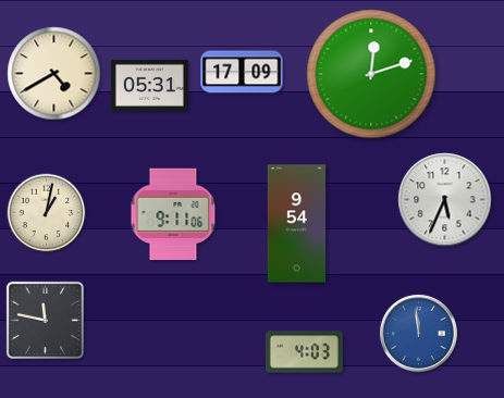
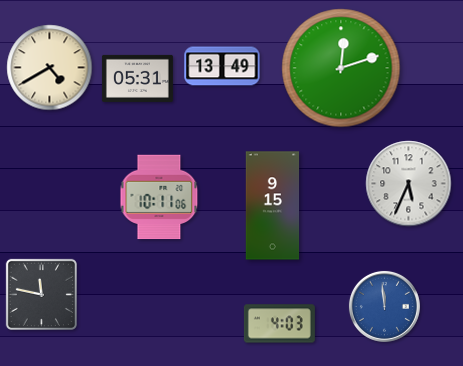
clock at (242, 72): 17:09 -> 13:49
clock at (47, 213): 1:02 -> none
clock at (173, 214): 9:11 -> 10:11
clock at (297, 224): 9:54 -> 9:15
